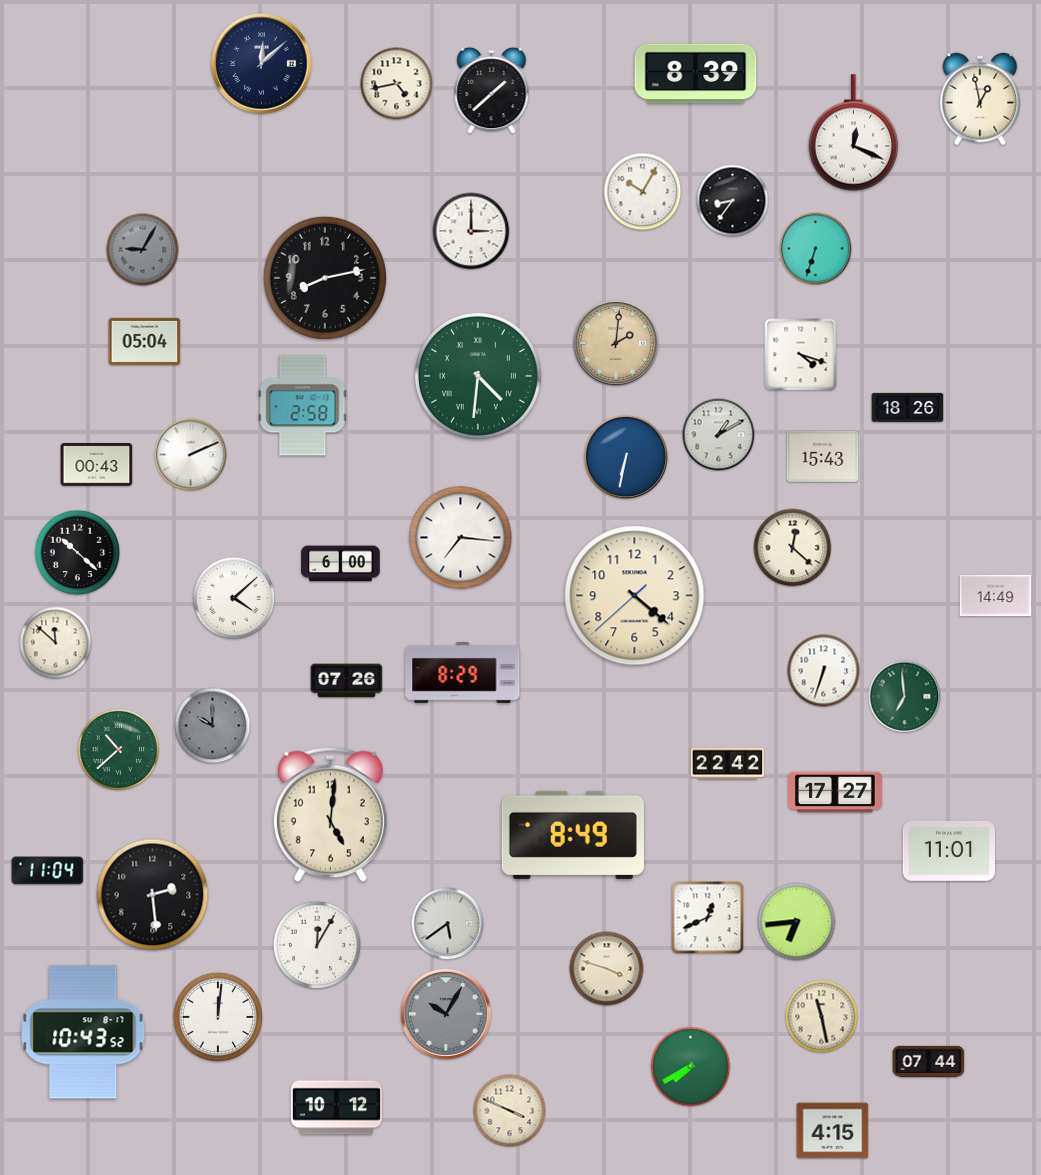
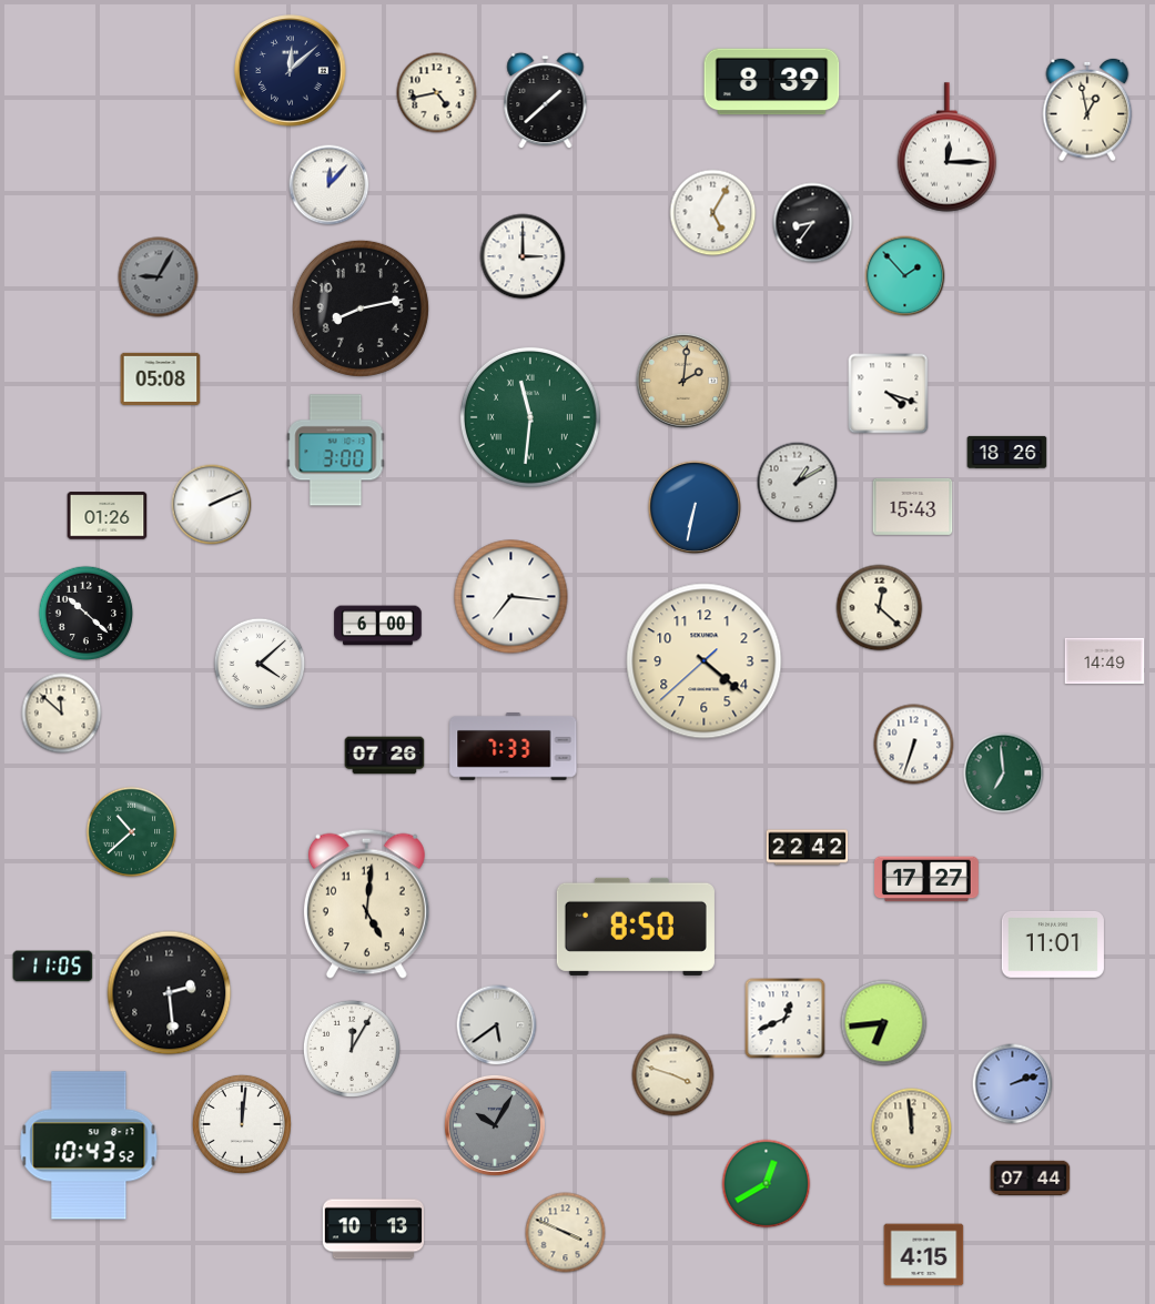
clock at (397, 84) position: (397, 84) -> (437, 93)
clock at (854, 133): 12:19 -> 12:15
clock at (330, 185): none -> 12:07
clock at (643, 192): 10:05 -> 5:05
clock at (816, 249): 6:33 -> 1:53
clock at (145, 341): 05:04 -> 05:08
clock at (478, 376): 4:31 -> 11:31
clock at (303, 406): 2:58 -> 3:00
clock at (97, 465): 00:43 -> 01:26
clock at (463, 673): 8:29 -> 7:33
clock at (213, 726): 10:00 -> none
clock at (573, 835): 8:49 -> 8:50
clock at (48, 871): 11:04 -> 11:05
clock at (1013, 1084): none -> 2:12
clock at (218, 1017) position: (218, 1017) -> (242, 1124)
clock at (822, 1017): 11:28 -> 11:59
clock at (83, 1032) position: (83, 1032) -> (89, 1145)
clock at (691, 1067): 7:40 -> 12:40
clock at (336, 1108): 10:12 -> 10:13
